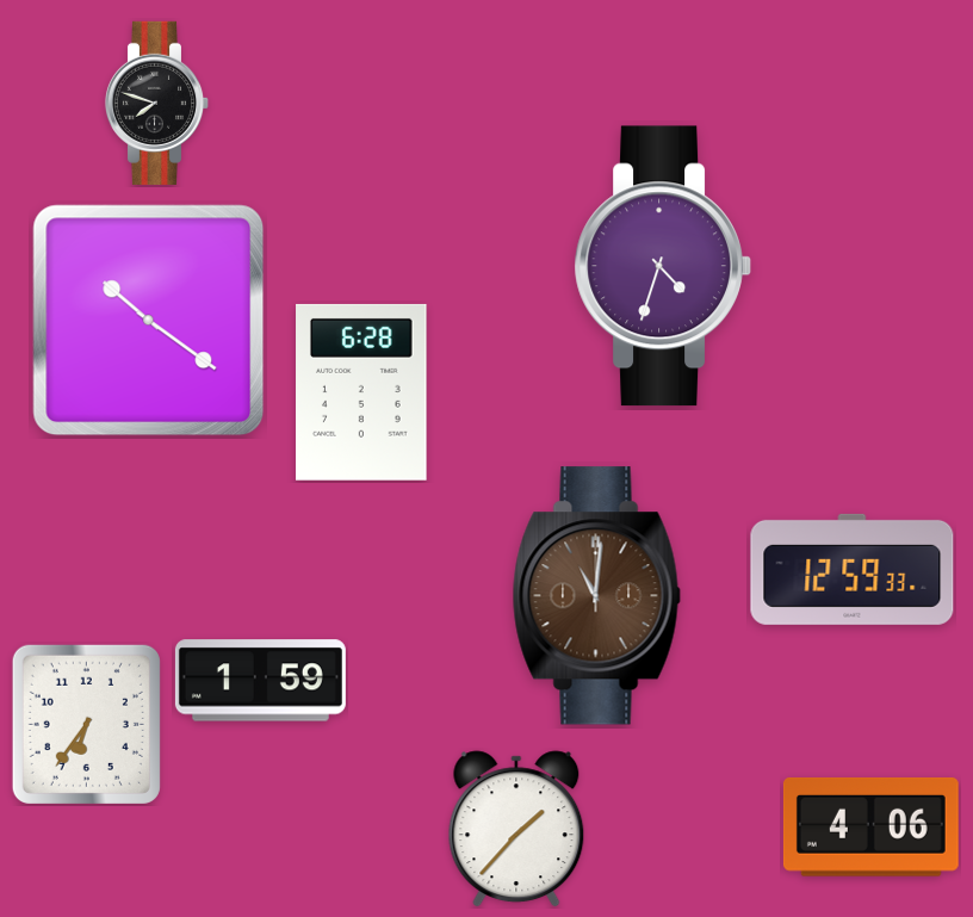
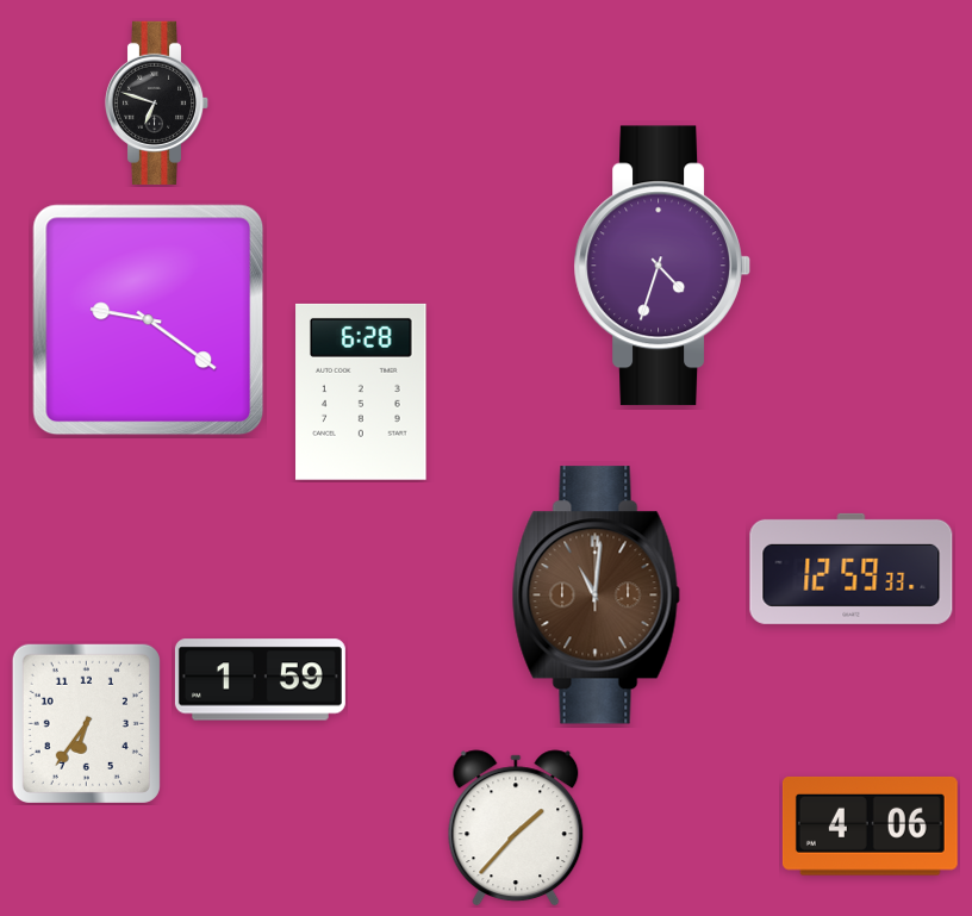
clock at (157, 103): 7:48 -> 6:48
clock at (149, 321): 10:21 -> 9:21
